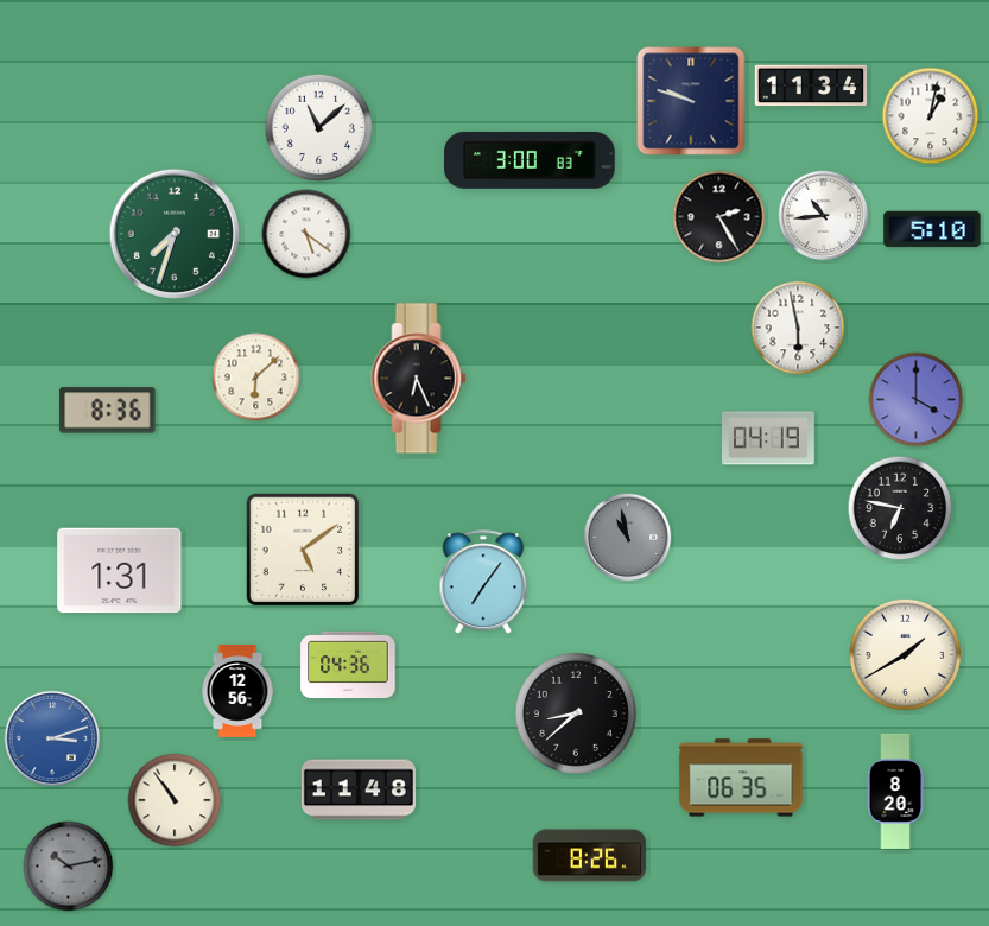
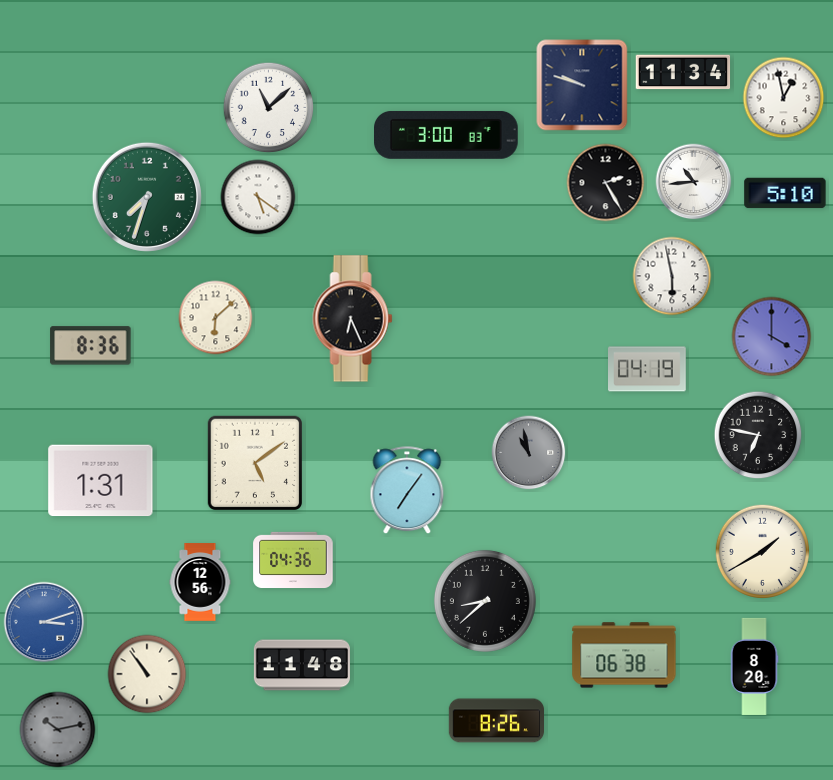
clock at (931, 116): 1:02 -> 12:58
clock at (900, 508) position: (900, 508) -> (758, 435)
clock at (741, 778): 06:35 -> 06:38
